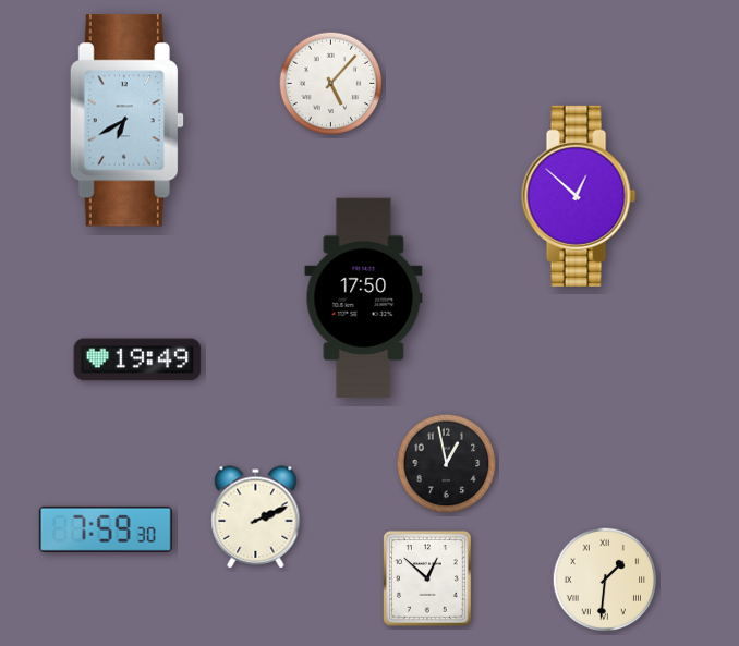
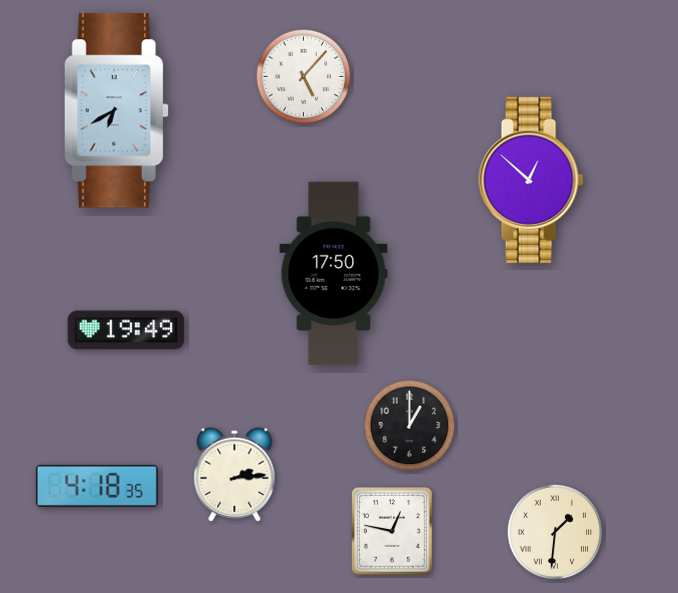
clock at (447, 464): 12:58 -> 1:00
clock at (256, 517): 2:11 -> 2:14
clock at (106, 529): 7:59 -> 4:18
clock at (428, 580): 12:52 -> 12:47
